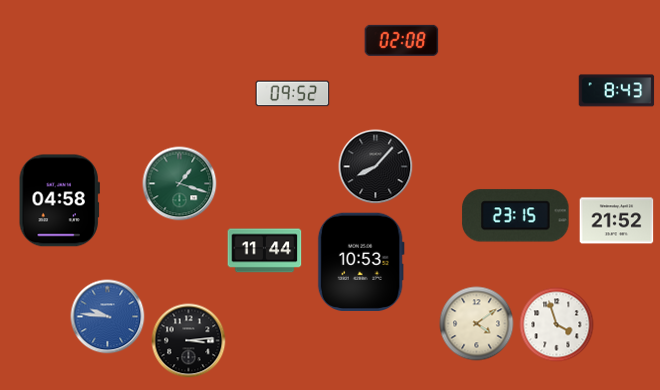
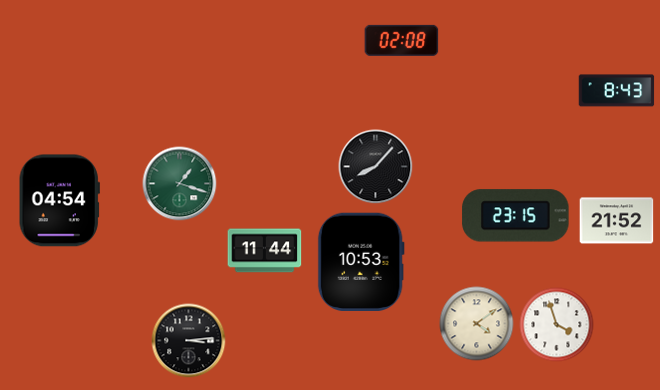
clock at (293, 94): 09:52 -> none
clock at (59, 201): 04:58 -> 04:54
clock at (108, 317): 9:46 -> none
